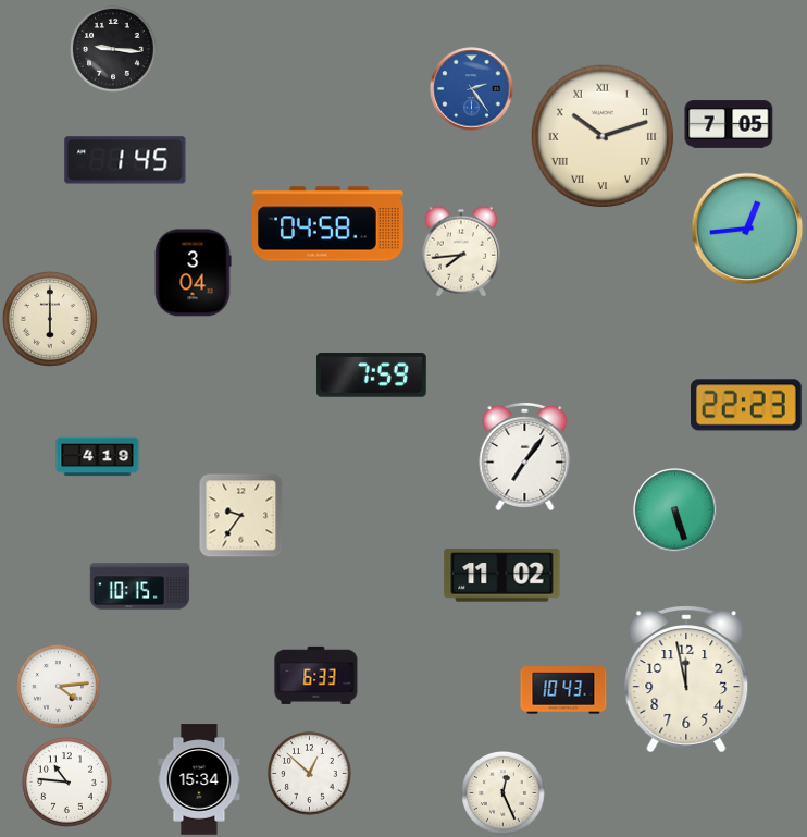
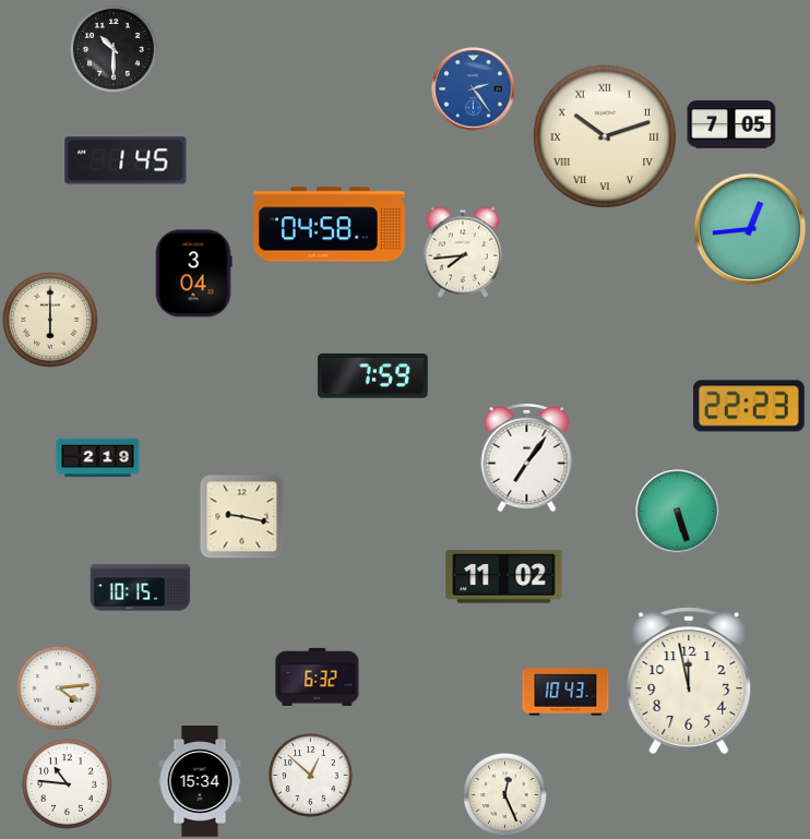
clock at (114, 50): 9:16 -> 10:30
clock at (98, 457): 4:19 -> 2:19
clock at (240, 515): 9:36 -> 9:17
clock at (316, 675): 6:33 -> 6:32
